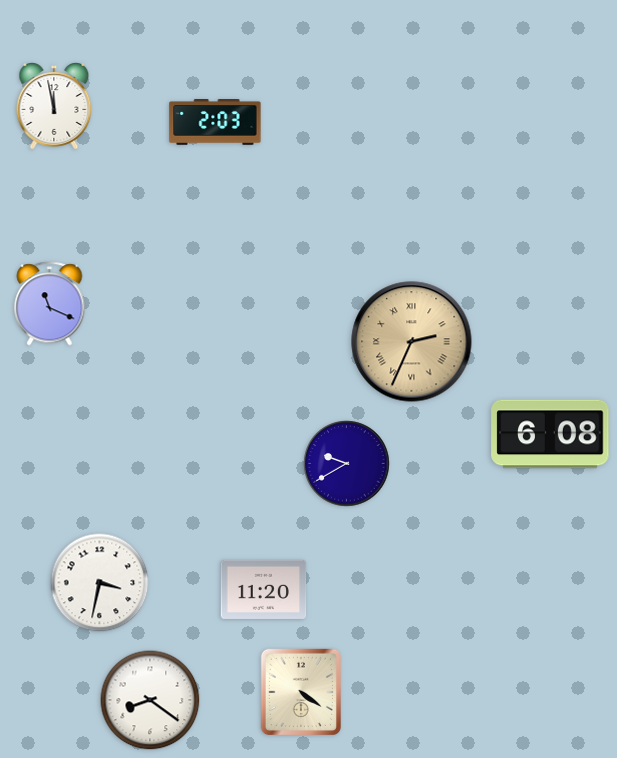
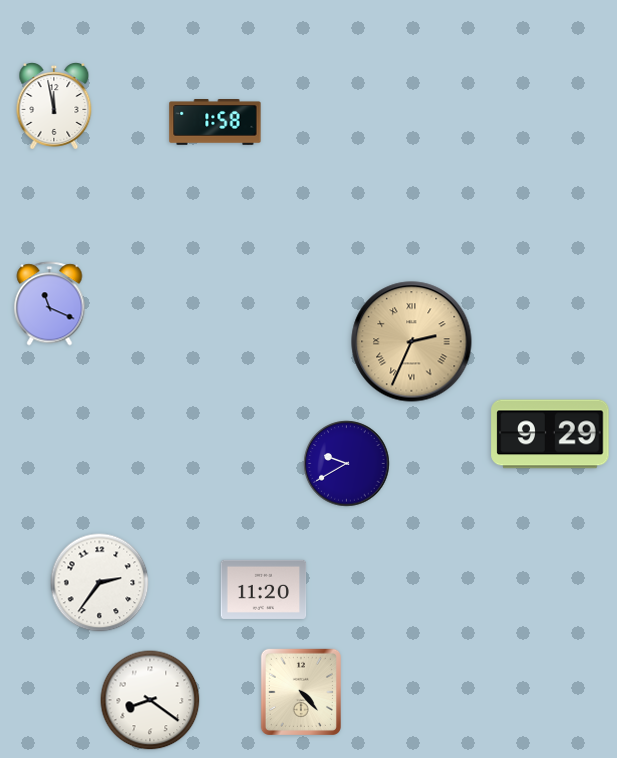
clock at (215, 123): 2:03 -> 1:58
clock at (550, 434): 6:08 -> 9:29
clock at (100, 583): 3:32 -> 2:36
clock at (301, 692): 4:21 -> 4:23
